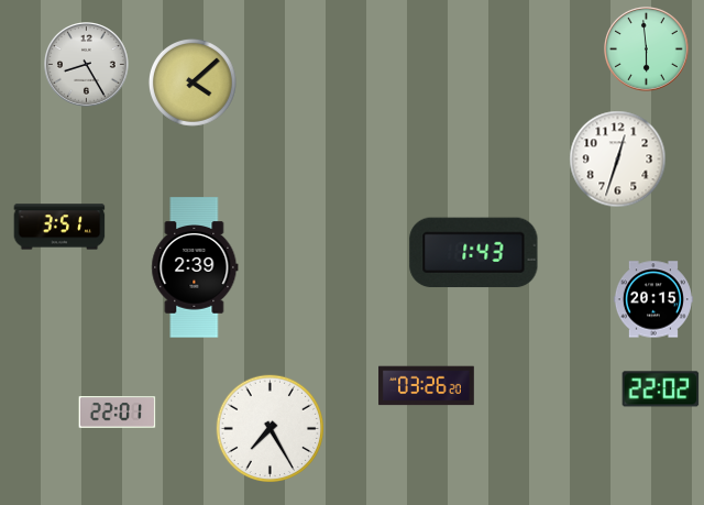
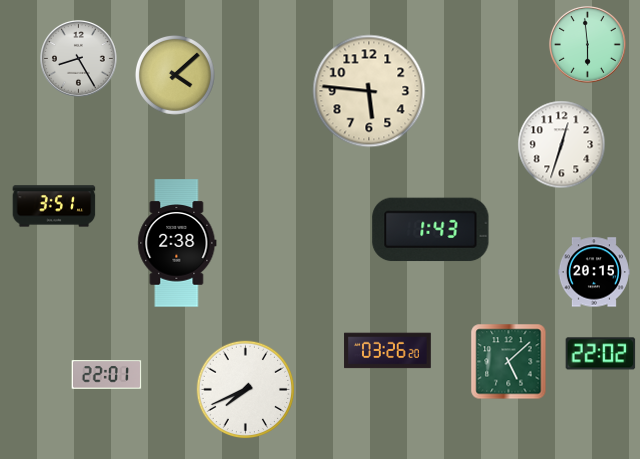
clock at (369, 91): none -> 5:46
clock at (195, 267): 2:39 -> 2:38
clock at (509, 362): none -> 5:08
clock at (271, 429): 7:25 -> 7:41
